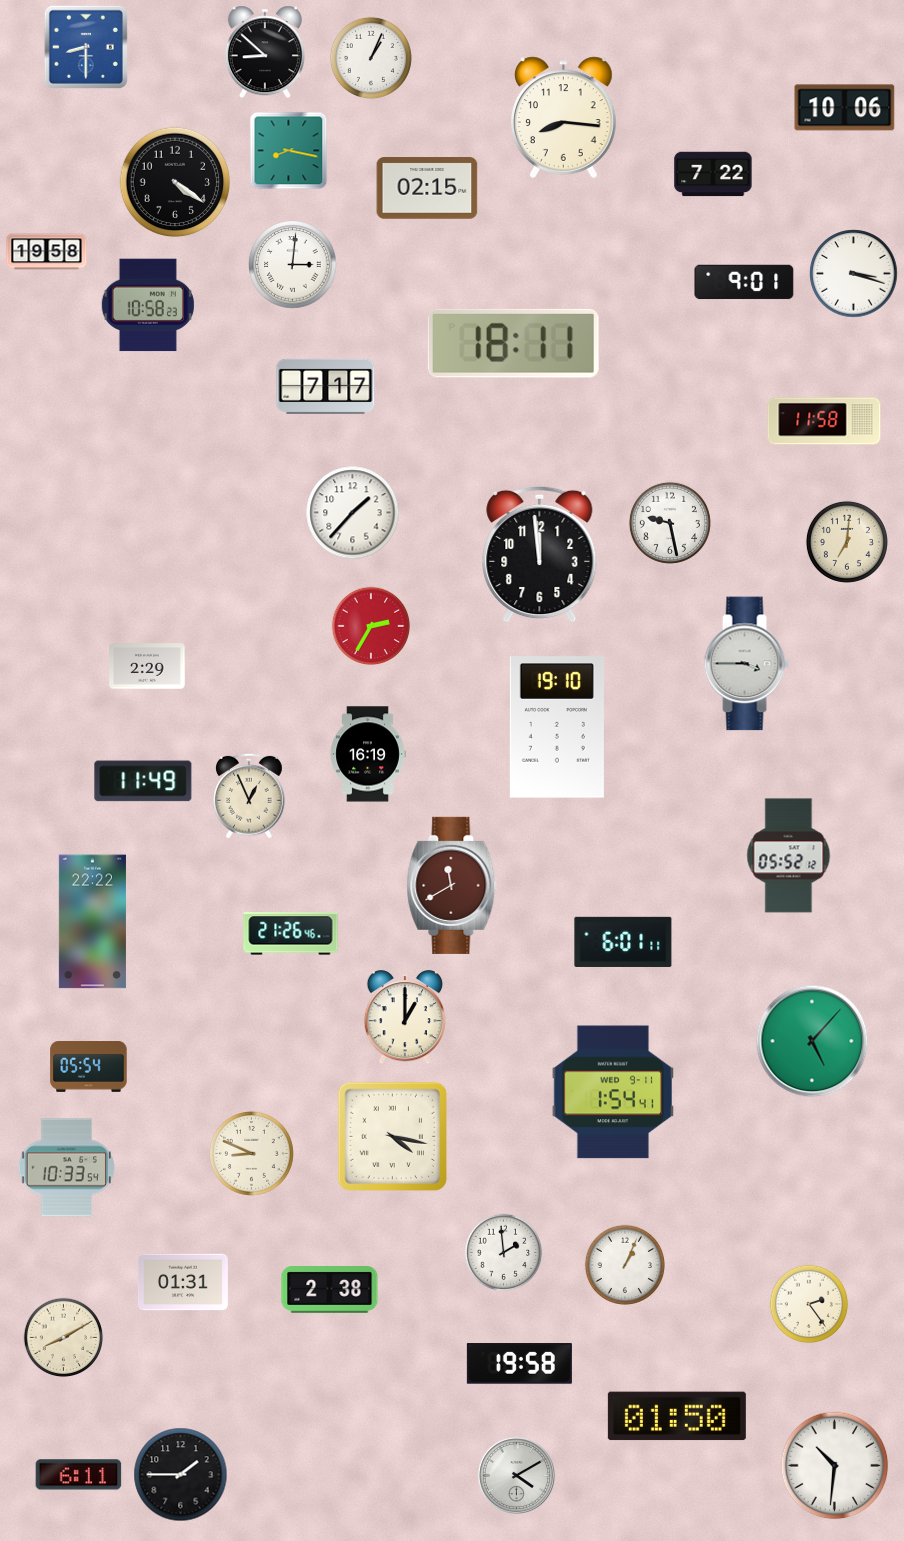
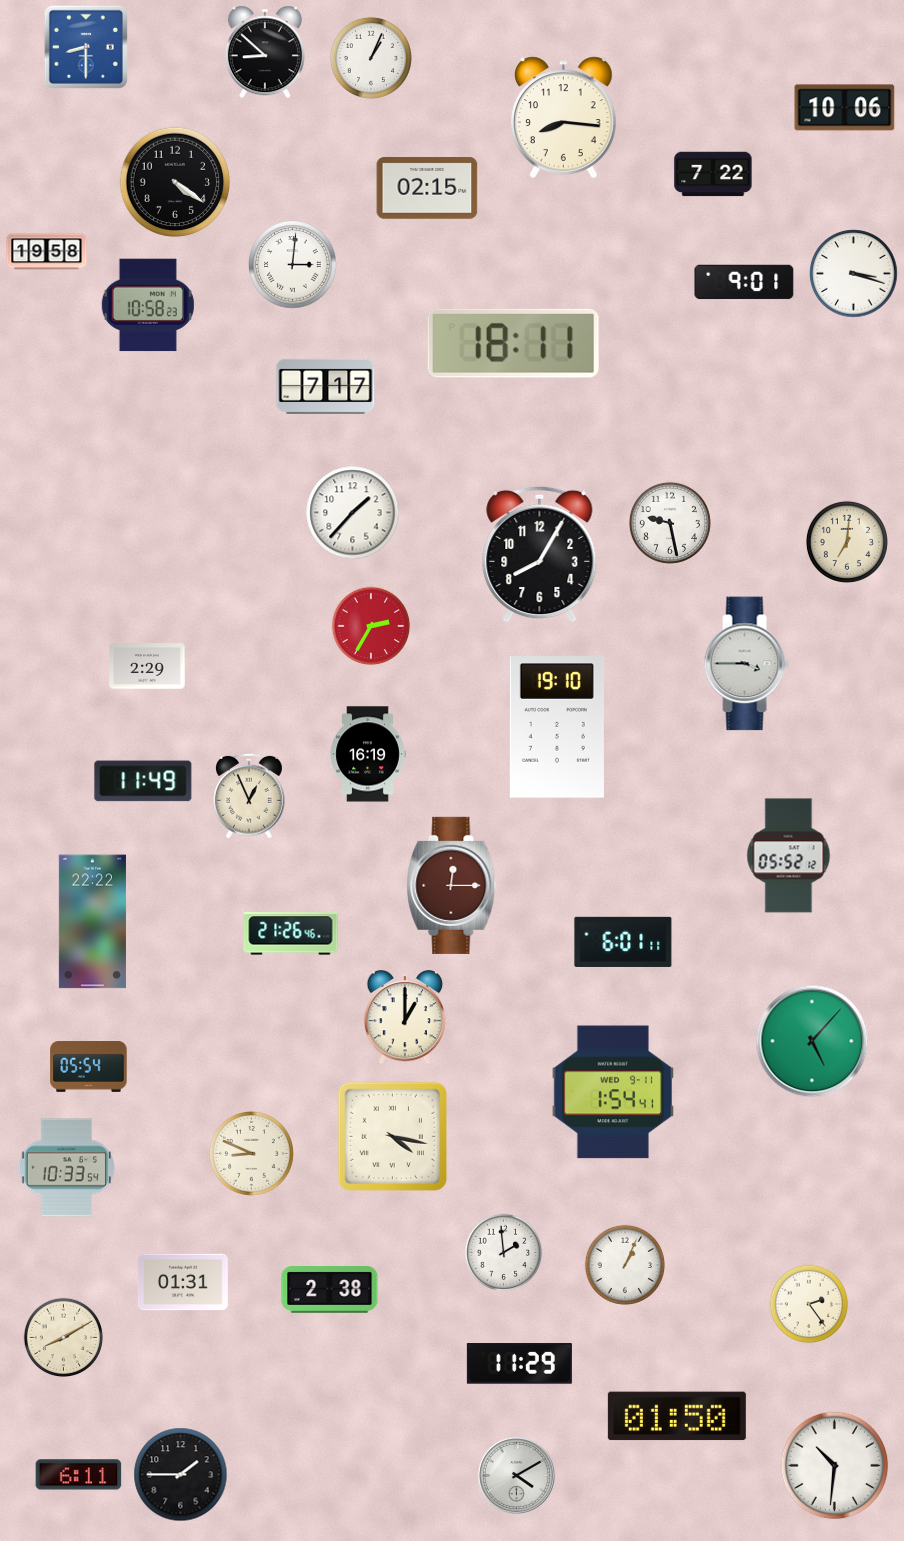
clock at (289, 151): 8:17 -> none
clock at (824, 421): 11:58 -> none
clock at (540, 554): 11:59 -> 8:05
clock at (452, 885): 11:40 -> 12:15
clock at (519, 1364): 19:58 -> 11:29
